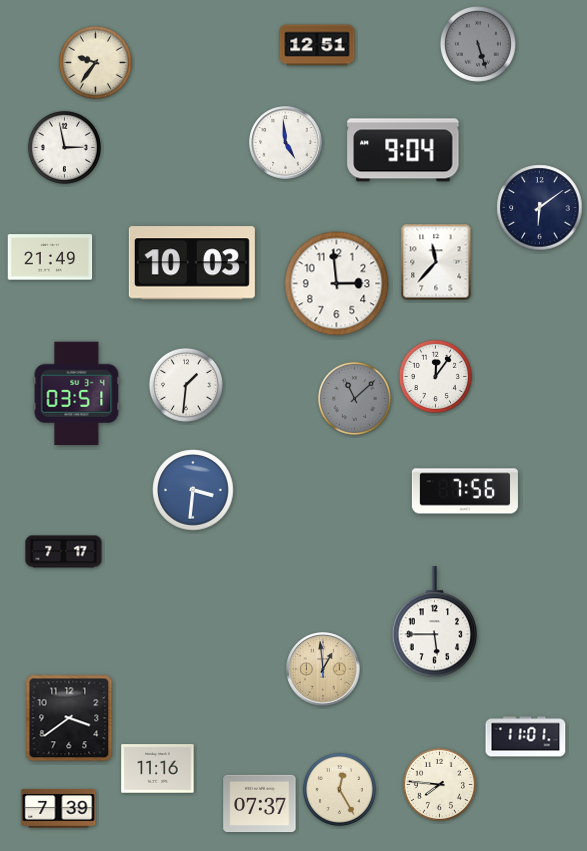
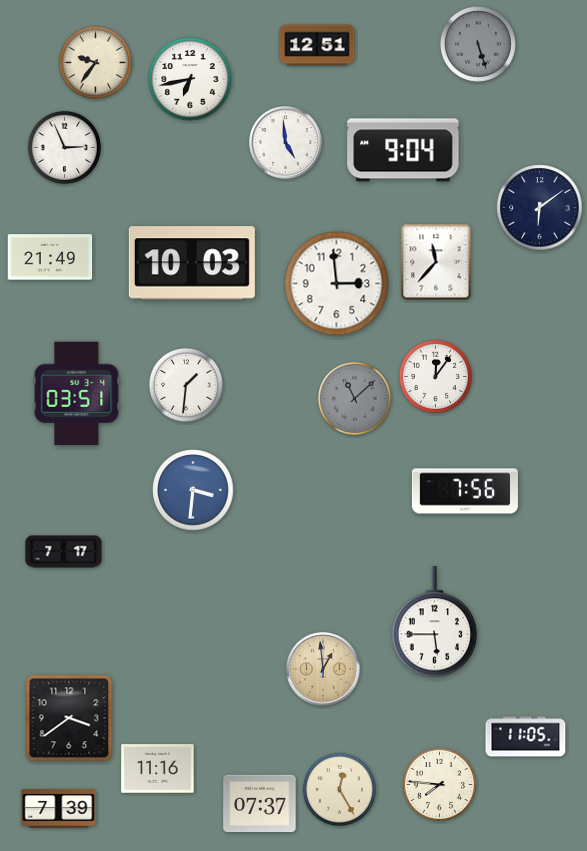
clock at (190, 79): none -> 6:43
clock at (64, 147): 2:58 -> 2:56
clock at (526, 737): 11:01 -> 11:05
